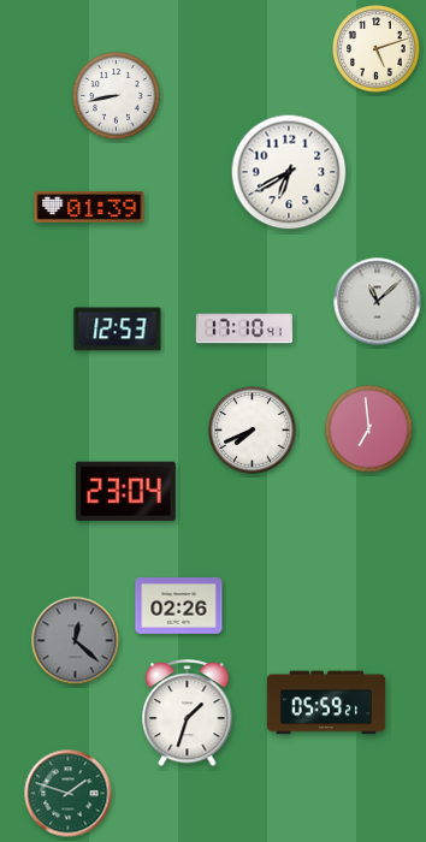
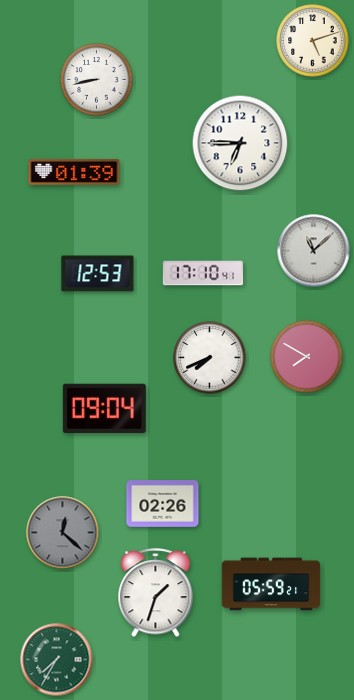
clock at (289, 172): 6:40 -> 6:45
clock at (369, 429): 6:59 -> 7:50
clock at (125, 491): 23:04 -> 09:04
clock at (179, 606) position: (179, 606) -> (163, 504)
clock at (69, 794): 1:48 -> 7:35
